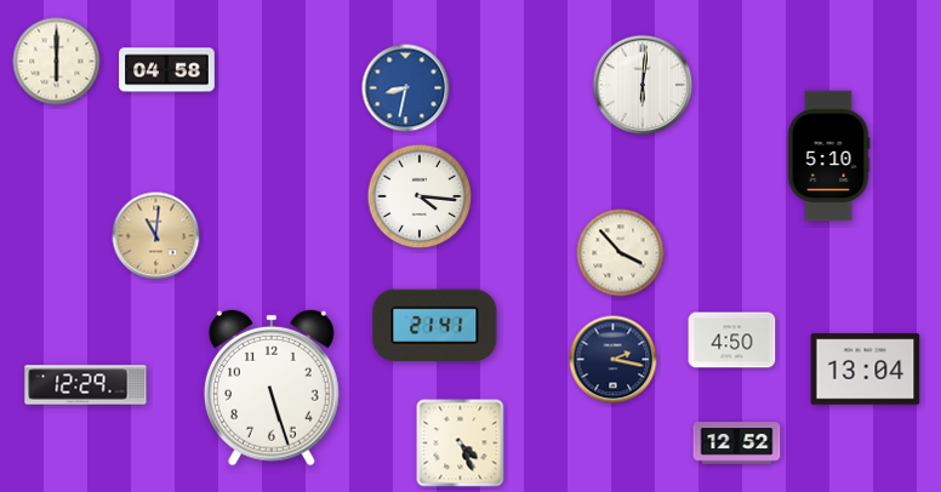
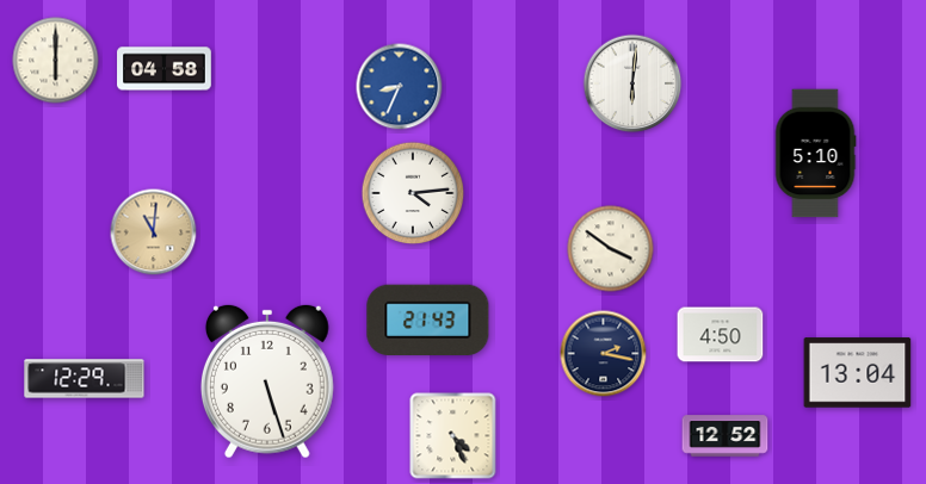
clock at (406, 88): 8:32 -> 8:34
clock at (420, 196): 4:16 -> 4:14
clock at (621, 253): 3:53 -> 3:51
clock at (435, 325): 21:41 -> 21:43
clock at (866, 370) position: (866, 370) -> (858, 373)
